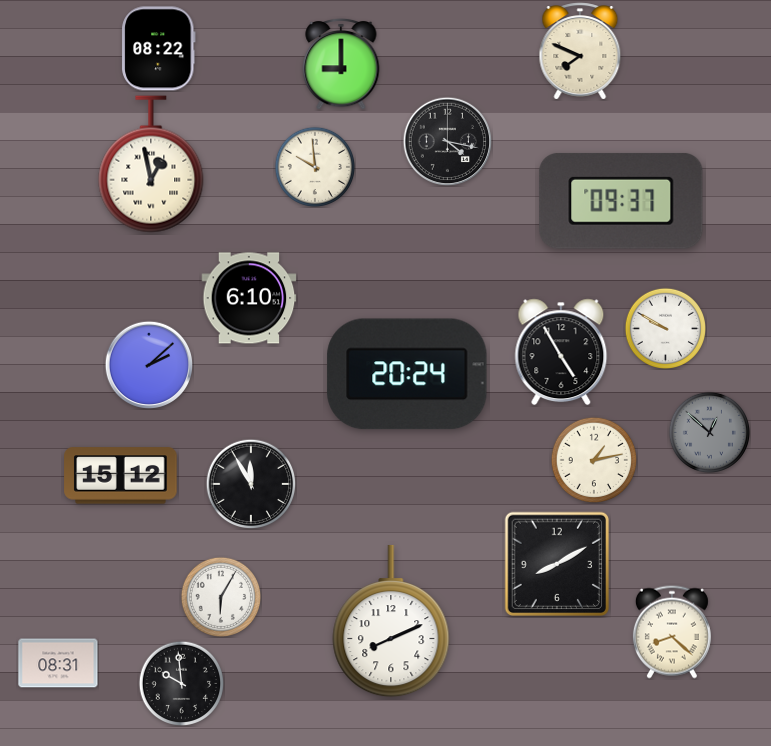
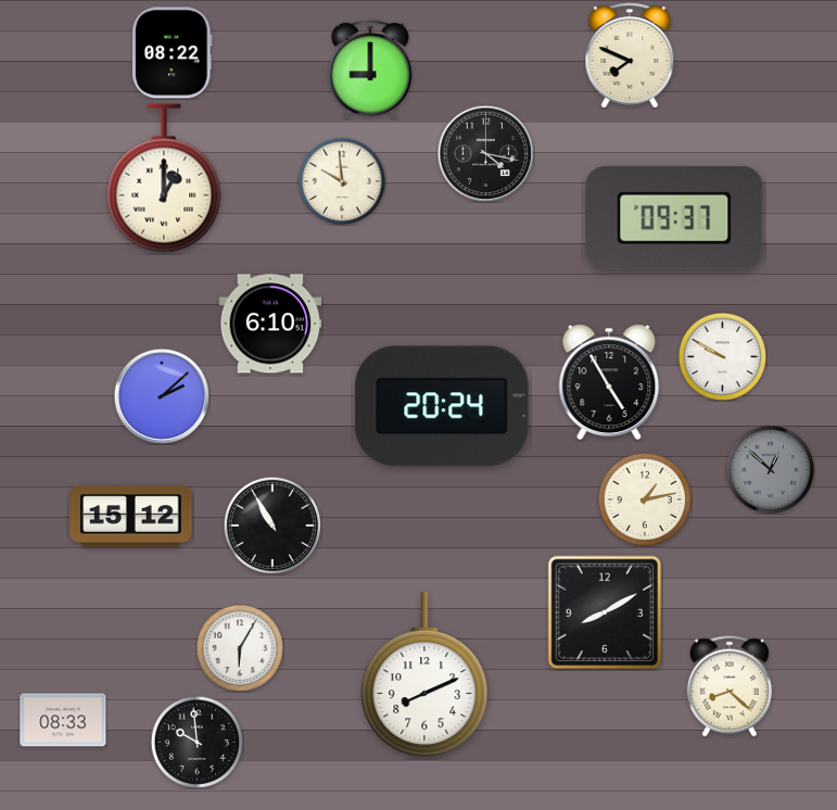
clock at (151, 164): 12:58 -> 1:00
clock at (251, 484): 11:55 -> 10:55
clock at (58, 663): 08:31 -> 08:33
